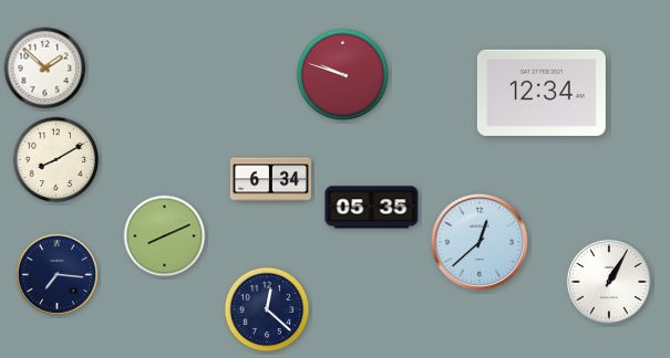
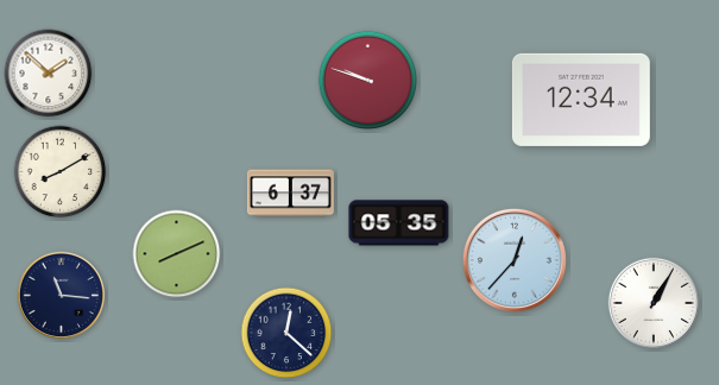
clock at (270, 180): 6:34 -> 6:37
clock at (480, 242): 12:38 -> 12:37
clock at (56, 274): 7:16 -> 11:16
